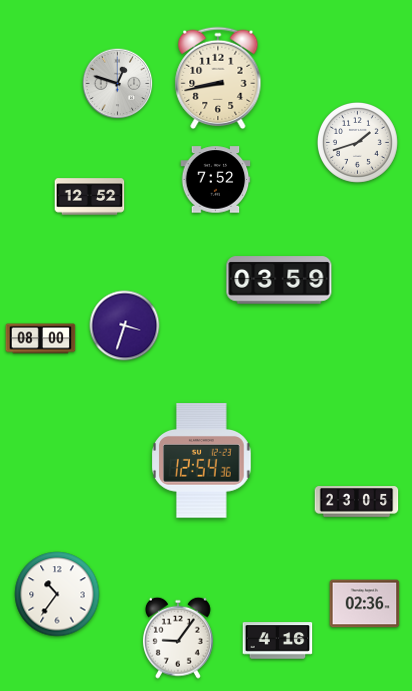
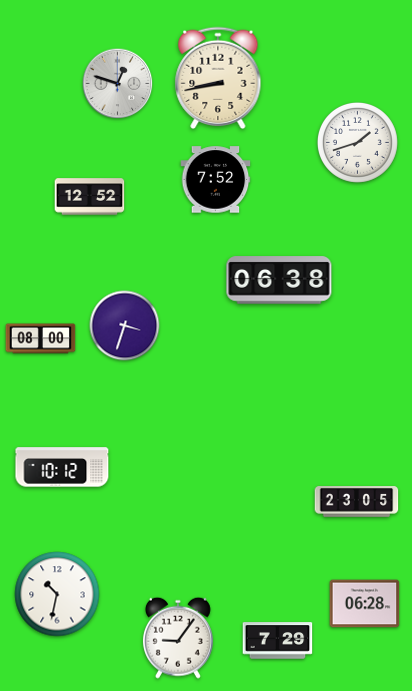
clock at (279, 280): 03:59 -> 06:38
clock at (202, 461): 12:54 -> none
clock at (62, 467): none -> 10:12
clock at (57, 594): 10:36 -> 10:32
clock at (365, 604): 02:36 -> 06:28
clock at (278, 641): 4:16 -> 7:29
